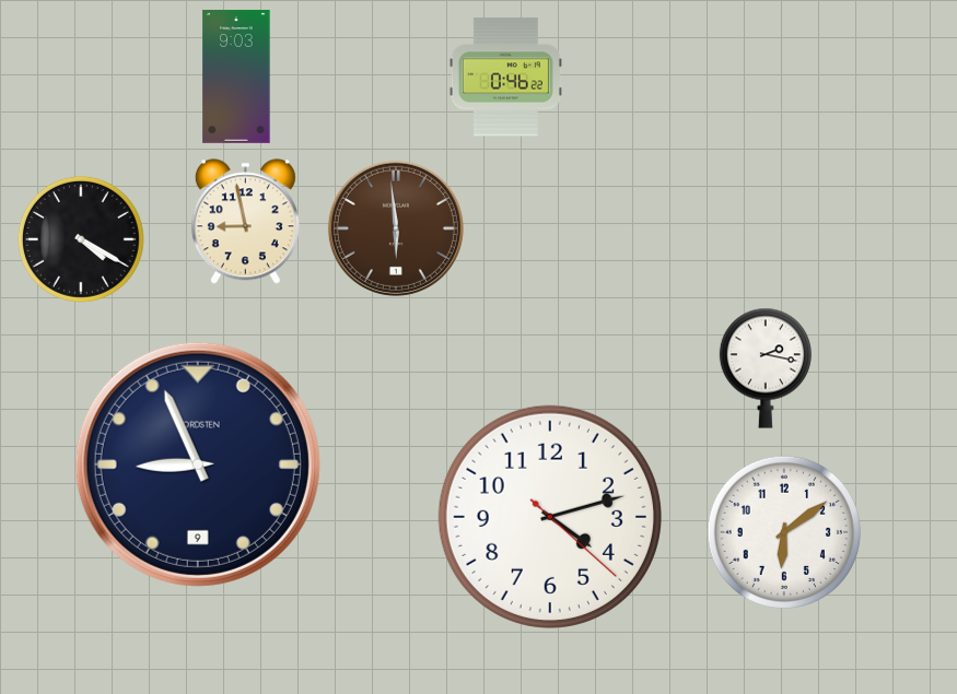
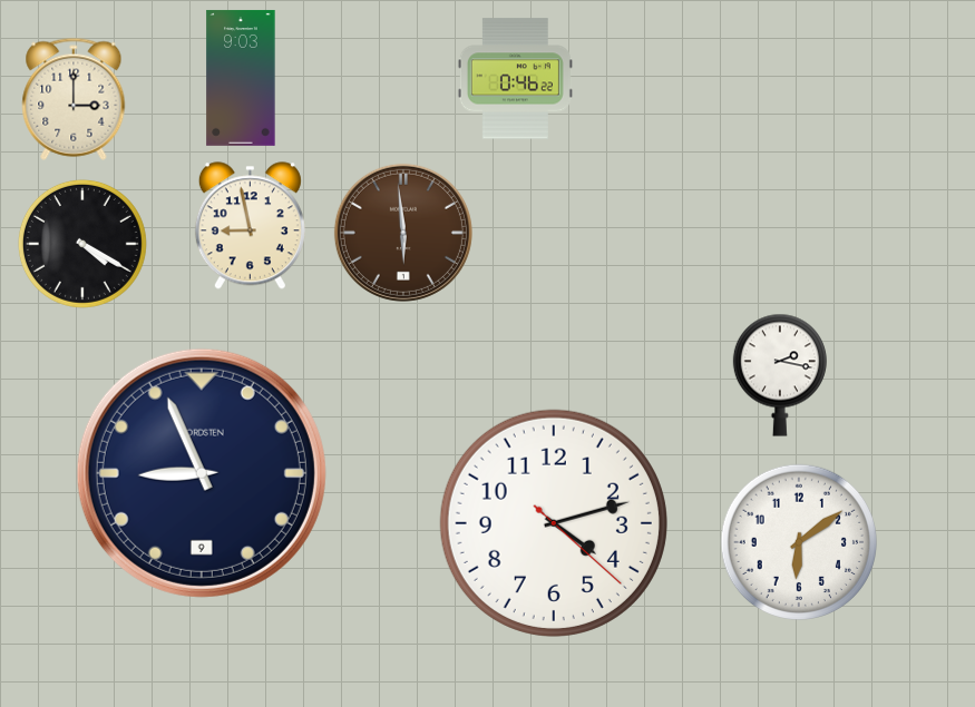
clock at (74, 99): none -> 3:00
clock at (550, 517) position: (550, 517) -> (554, 523)
